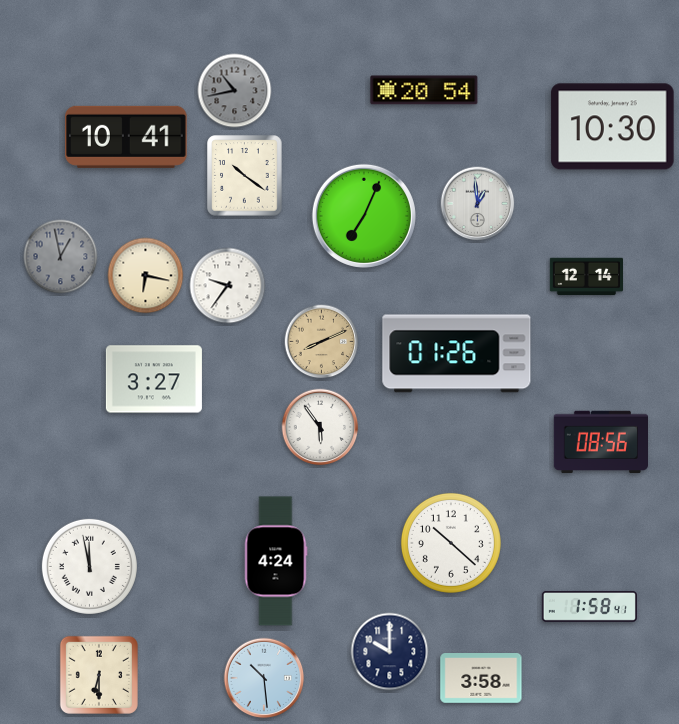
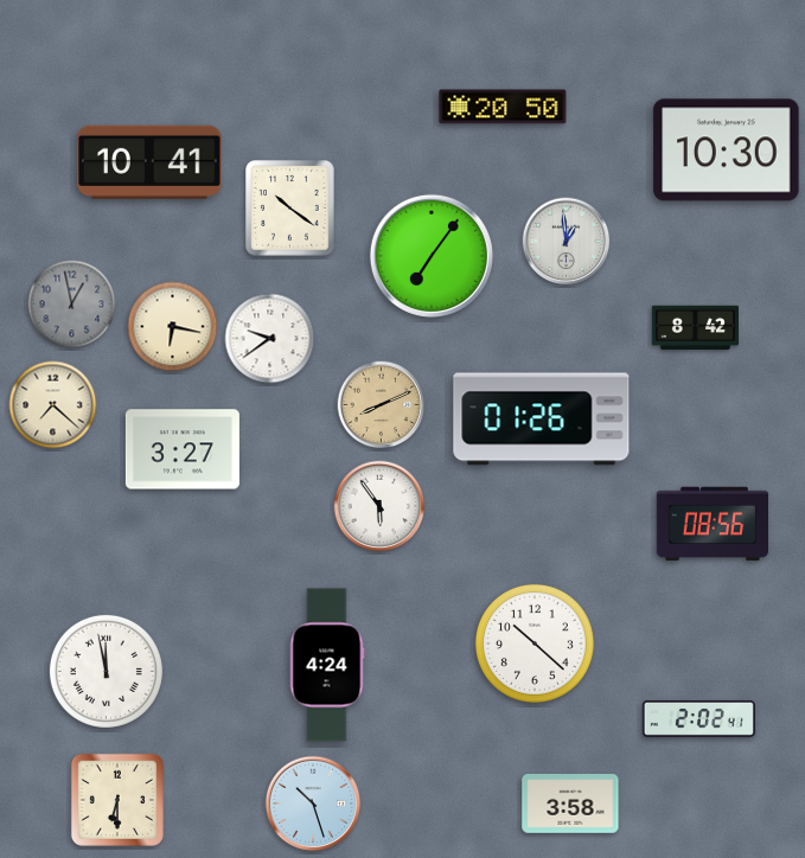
clock at (424, 90): 20:54 -> 20:50
clock at (235, 91): 10:43 -> none
clock at (364, 216): 7:04 -> 7:06
clock at (586, 277): 12:14 -> 8:42
clock at (228, 286): 9:36 -> 9:39
clock at (53, 405): none -> 7:22
clock at (589, 606): 1:58 -> 2:02
clock at (390, 652): 10:00 -> none
clock at (264, 678): 10:29 -> 10:27
